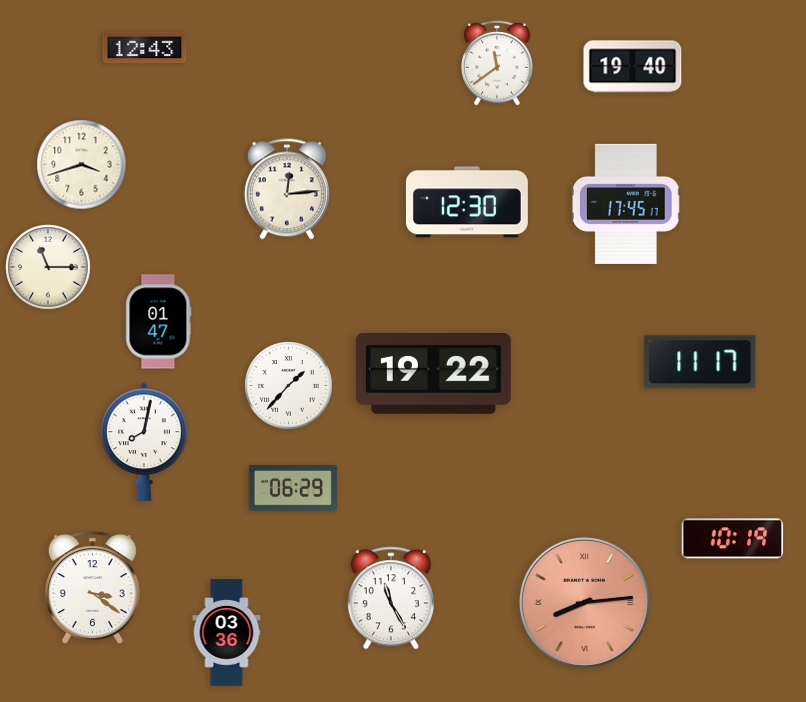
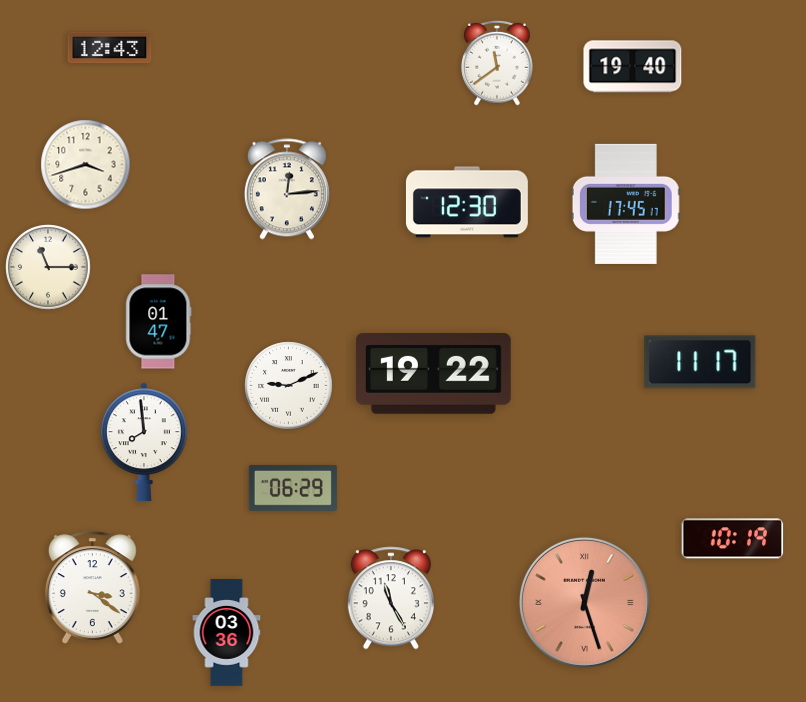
clock at (145, 48) position: (145, 48) -> (110, 48)
clock at (82, 165) position: (82, 165) -> (86, 165)
clock at (289, 386): 1:37 -> 9:11
clock at (145, 442): 8:02 -> 7:59
clock at (584, 602): 8:14 -> 12:27
